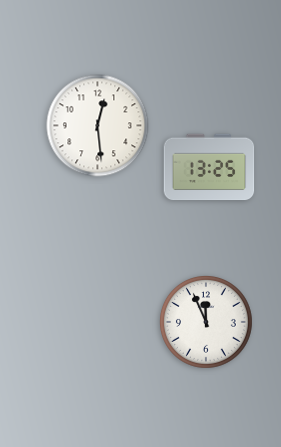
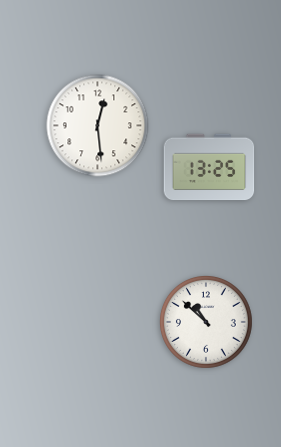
clock at (207, 323): 11:56 -> 10:52
